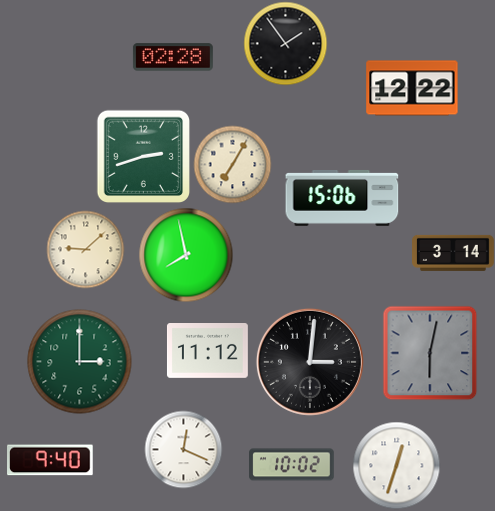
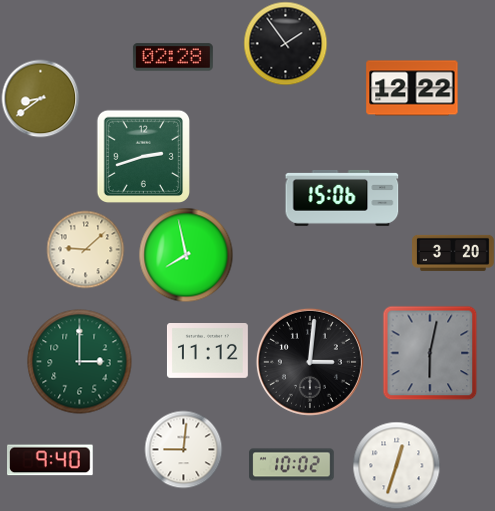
clock at (40, 98): none -> 8:39
clock at (232, 164): 7:05 -> none
clock at (454, 253): 3:14 -> 3:20
clock at (183, 449): 12:19 -> 9:01
